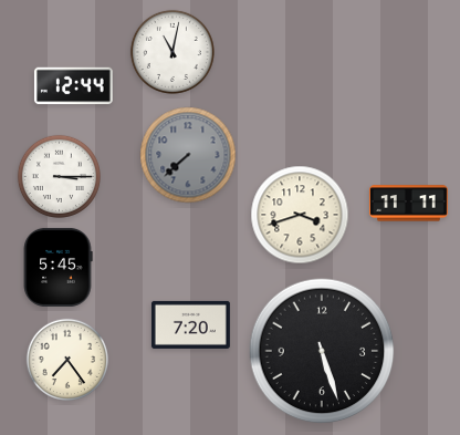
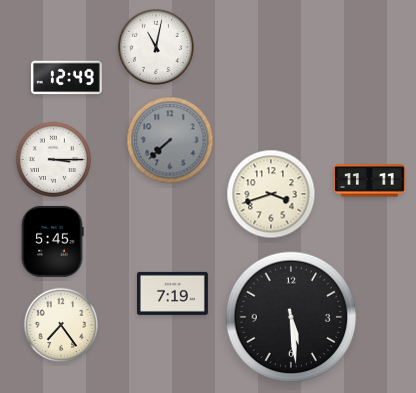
clock at (73, 86): 12:44 -> 12:49
clock at (408, 204) position: (408, 204) -> (369, 181)
clock at (190, 324): 7:20 -> 7:19
clock at (322, 351): 5:27 -> 5:29
